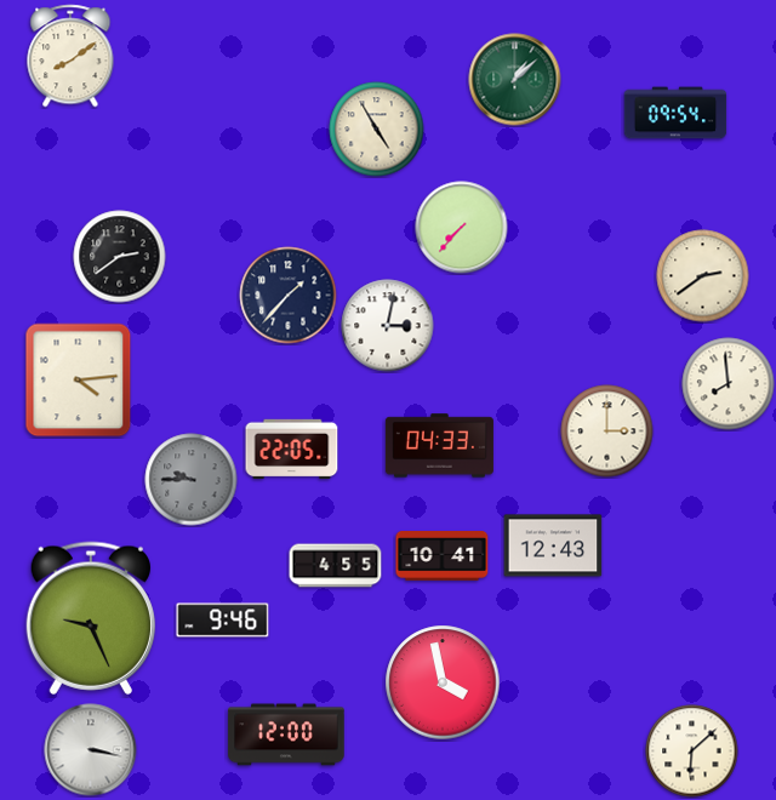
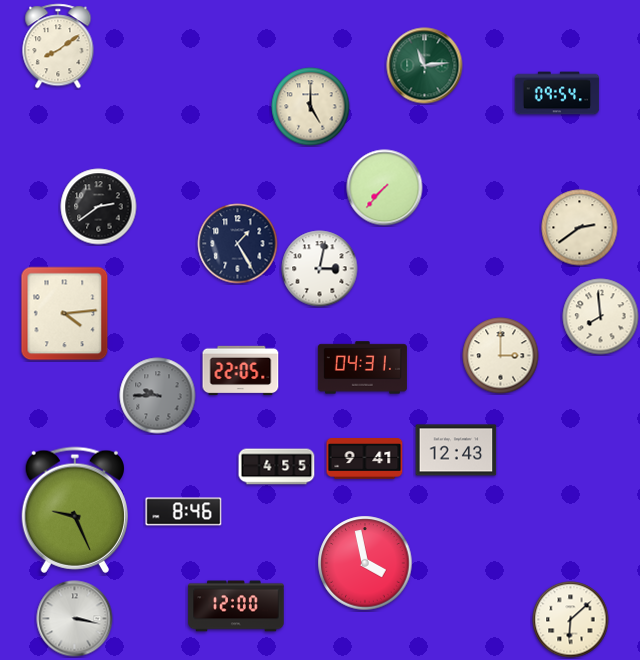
clock at (515, 80): 1:08 -> 11:14
clock at (377, 130): 4:55 -> 5:00
clock at (462, 228) position: (462, 228) -> (385, 188)
clock at (120, 257) position: (120, 257) -> (99, 207)
clock at (289, 296): 1:37 -> 1:25
clock at (439, 446): 04:33 -> 04:31
clock at (443, 556): 10:41 -> 9:41
clock at (223, 621): 9:46 -> 8:46
